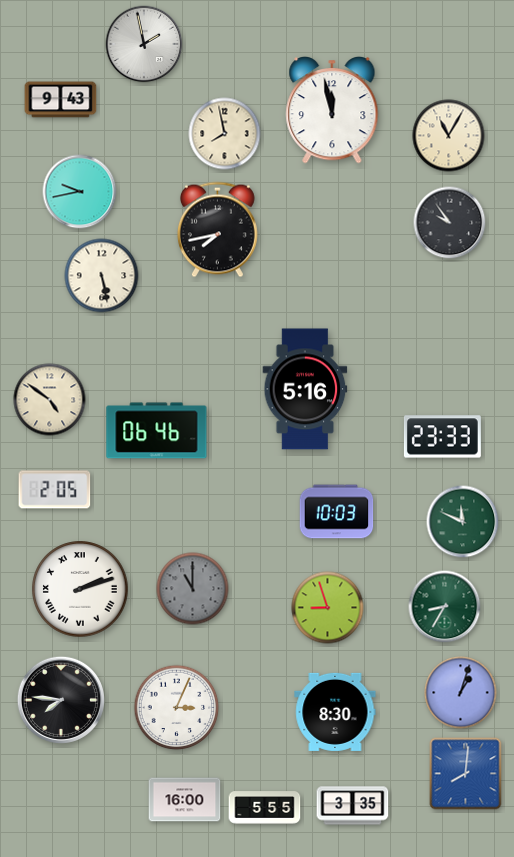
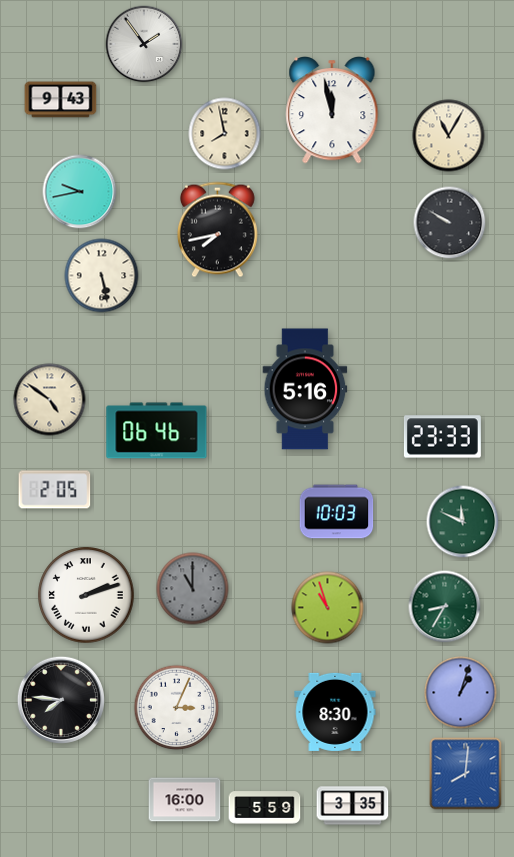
clock at (144, 44): 1:58 -> 1:54
clock at (450, 223): 9:54 -> 9:50
clock at (80, 589) position: (80, 589) -> (86, 595)
clock at (328, 608): 8:57 -> 10:57
clock at (265, 808): 5:55 -> 5:59
